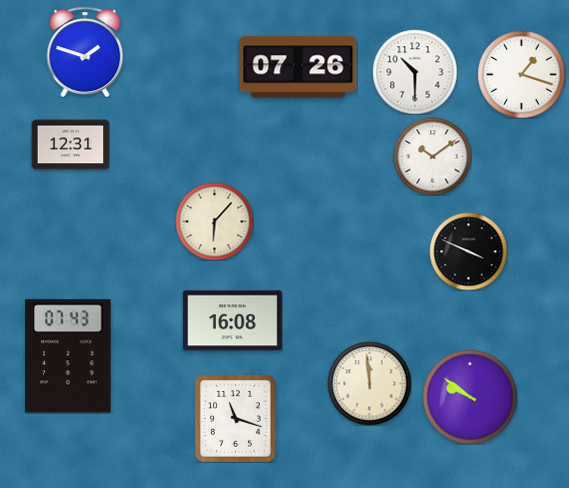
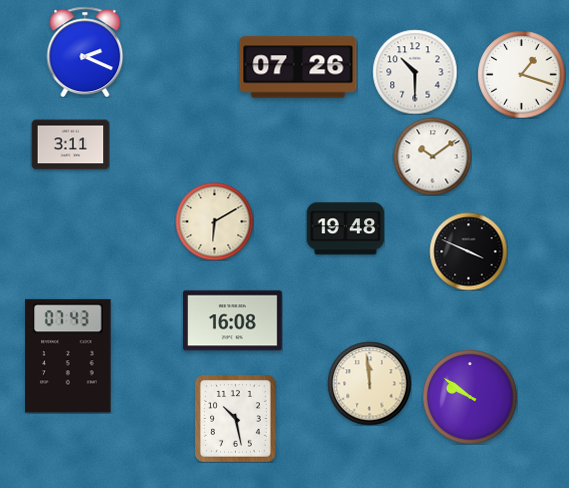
clock at (85, 51): 1:48 -> 2:19
clock at (70, 145): 12:31 -> 3:11
clock at (214, 221): 6:07 -> 6:10
clock at (345, 229): none -> 19:48
clock at (236, 419): 11:18 -> 10:28
